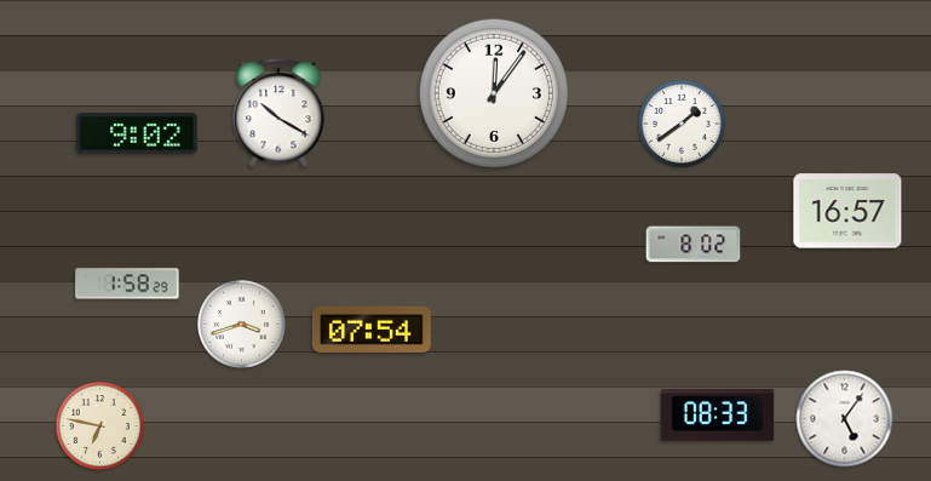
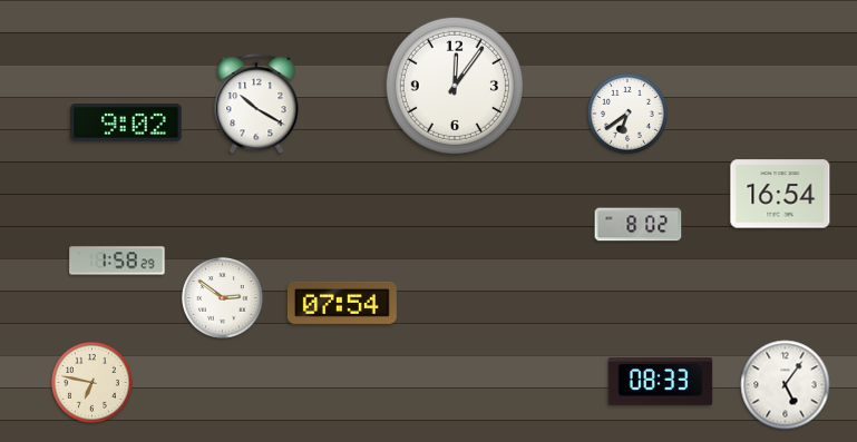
clock at (683, 125): 1:39 -> 6:39
clock at (847, 211): 16:57 -> 16:54
clock at (242, 325): 3:42 -> 2:51
clock at (845, 419) position: (845, 419) -> (786, 385)
clock at (100, 426) position: (100, 426) -> (92, 383)
